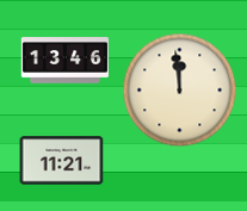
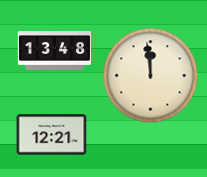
clock at (64, 61): 13:46 -> 13:48
clock at (62, 161): 11:21 -> 12:21
